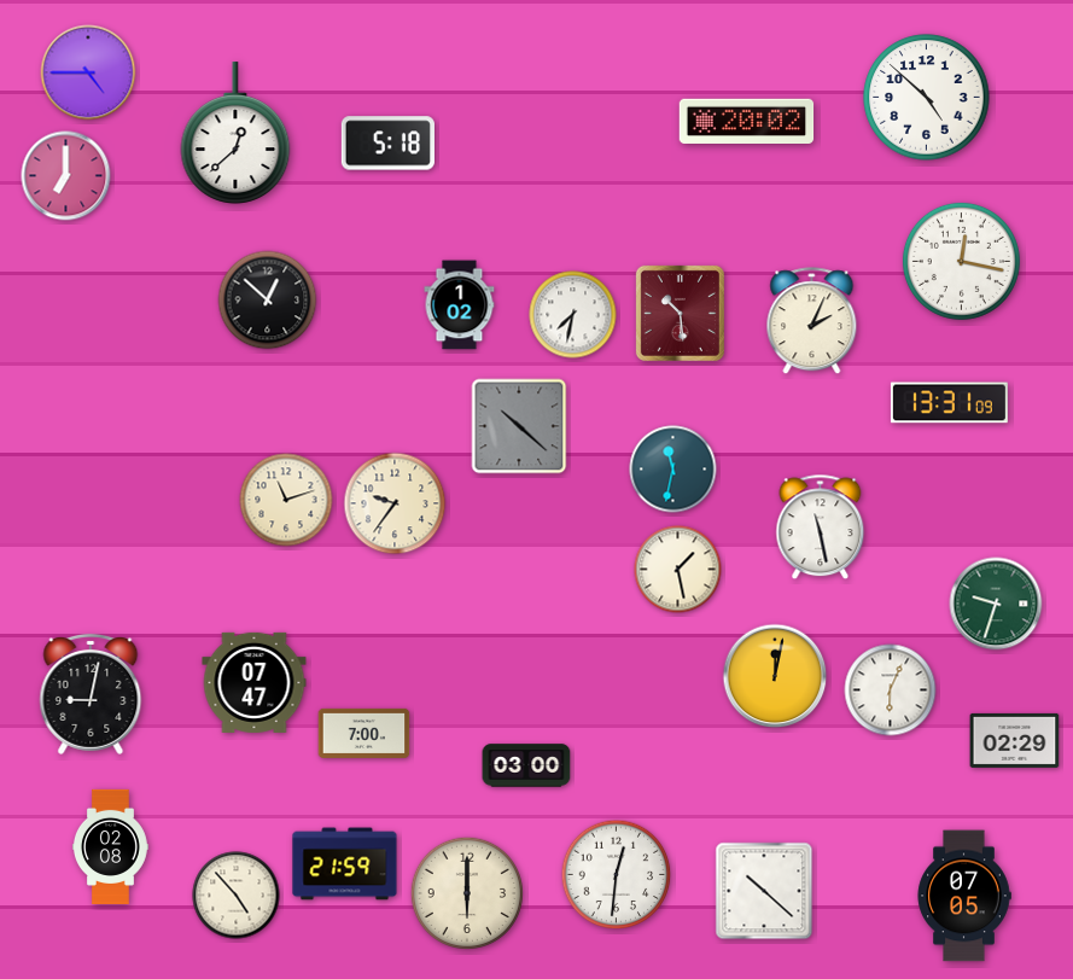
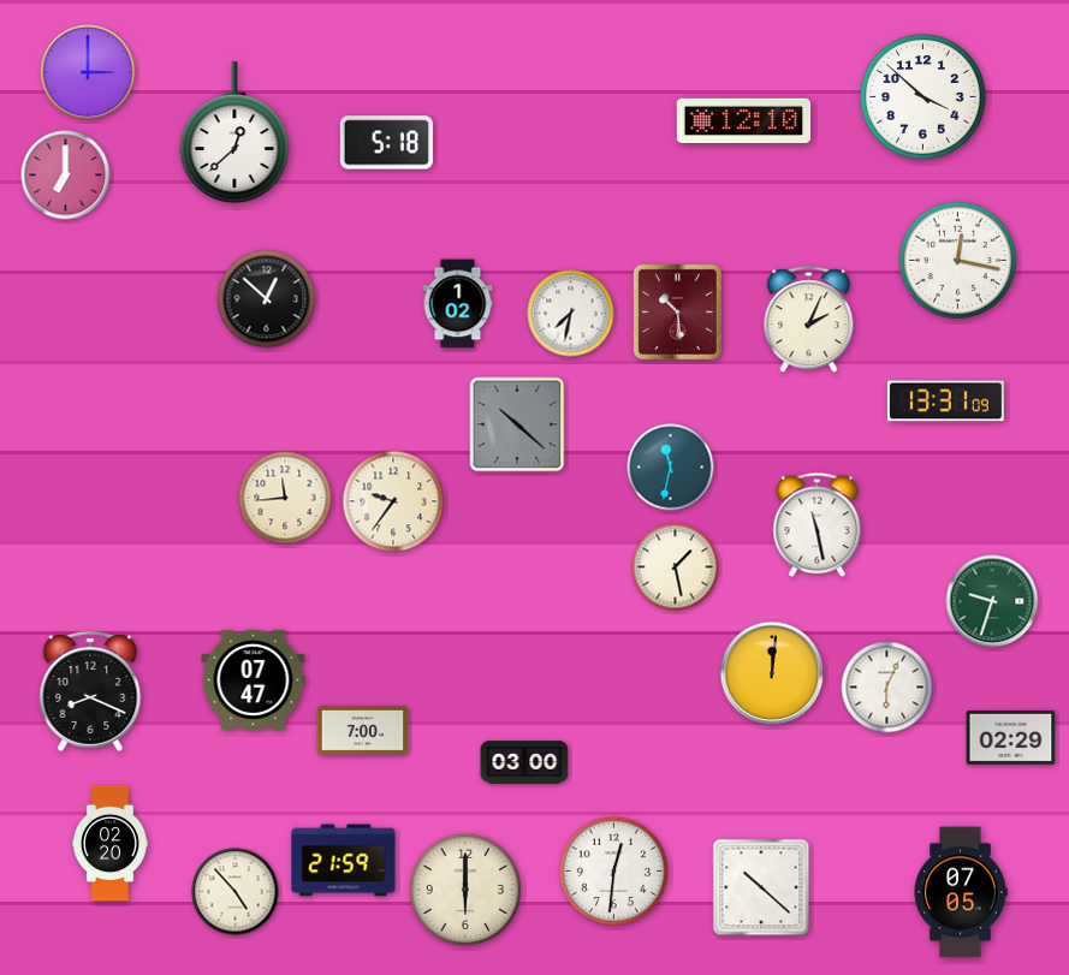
clock at (88, 72): 4:45 -> 3:00
clock at (927, 98): 4:52 -> 3:52
clock at (747, 122): 20:02 -> 12:10
clock at (286, 500): 11:12 -> 11:44
clock at (775, 676): 12:02 -> 12:01
clock at (91, 694): 9:02 -> 8:19
clock at (110, 846): 02:08 -> 02:20
